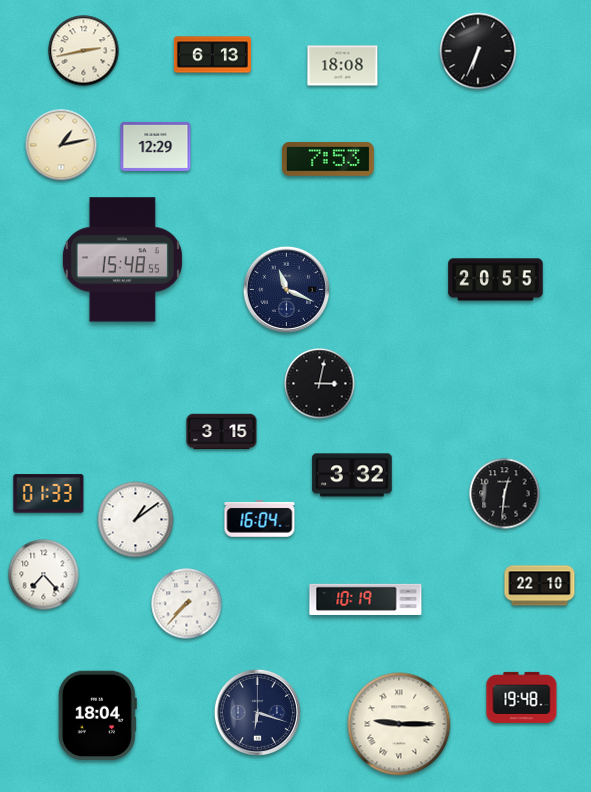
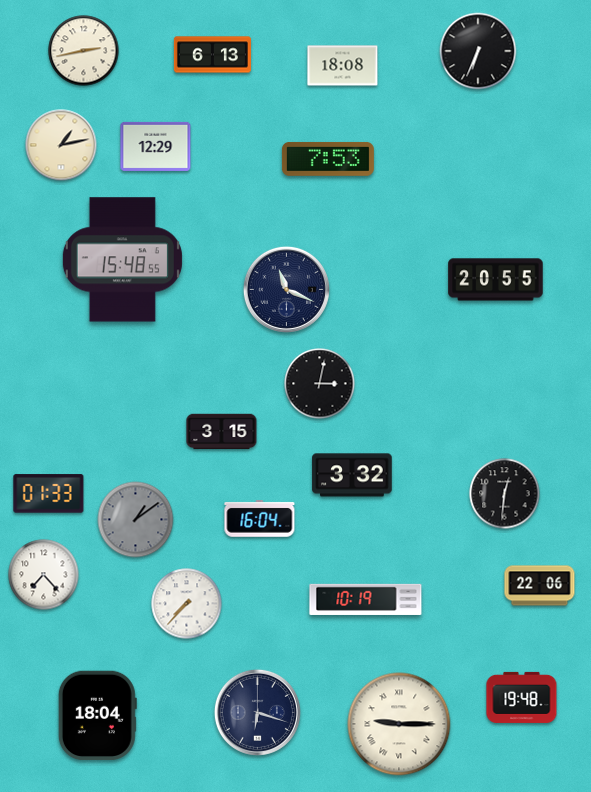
clock at (136, 520) dial: white -> grey
clock at (540, 586): 22:10 -> 22:06
